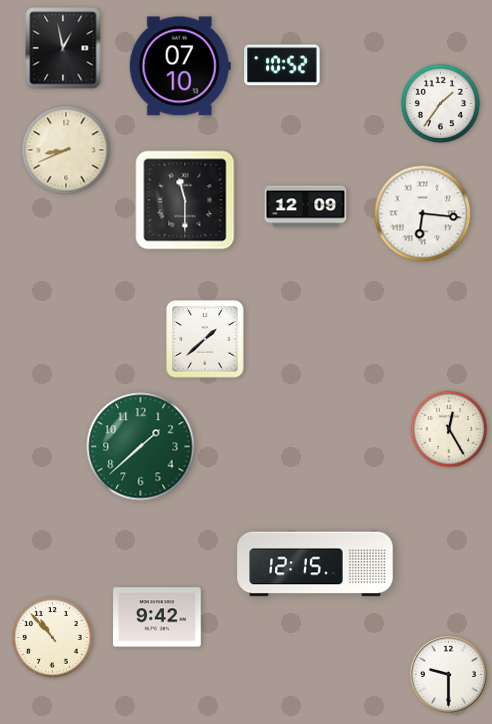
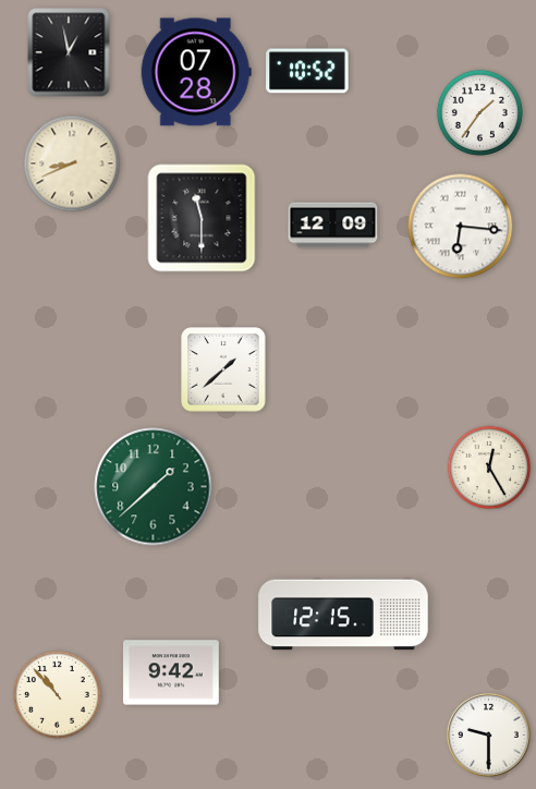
clock at (180, 66): 07:10 -> 07:28
clock at (423, 214) position: (423, 214) -> (461, 227)
